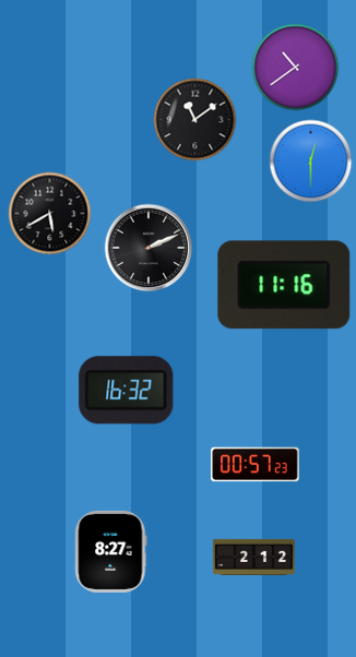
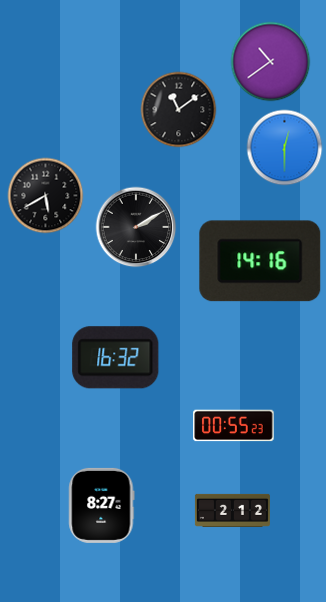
clock at (149, 248): 2:11 -> 2:10
clock at (284, 285): 11:16 -> 14:16
clock at (256, 465): 00:57 -> 00:55
